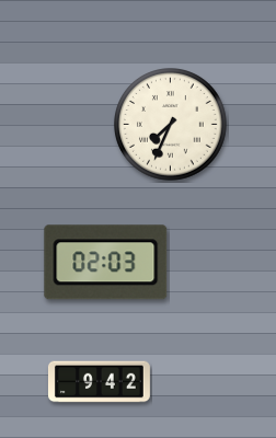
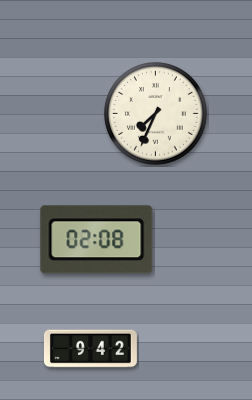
clock at (106, 263): 02:03 -> 02:08
